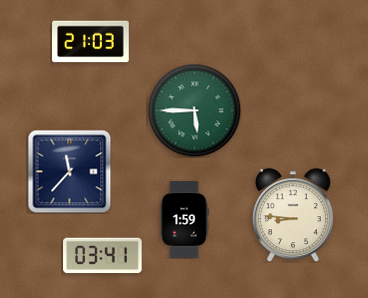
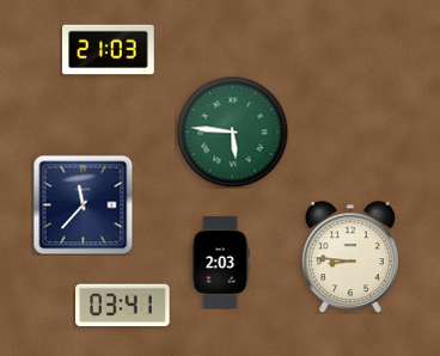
clock at (194, 110): 5:45 -> 5:46
clock at (184, 220): 1:59 -> 2:03
